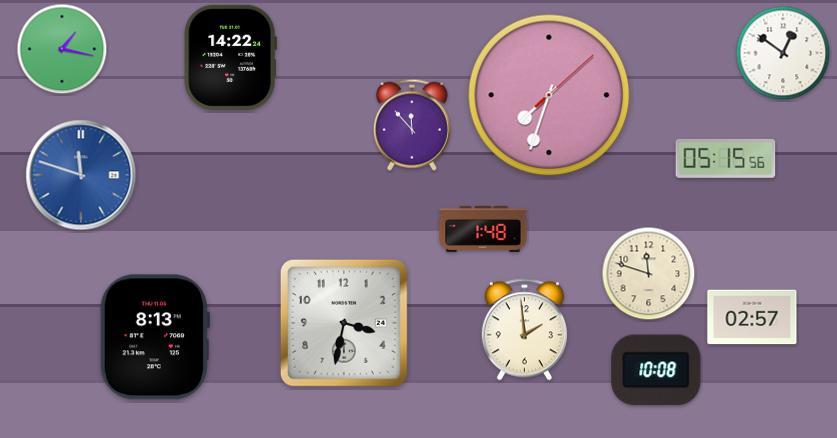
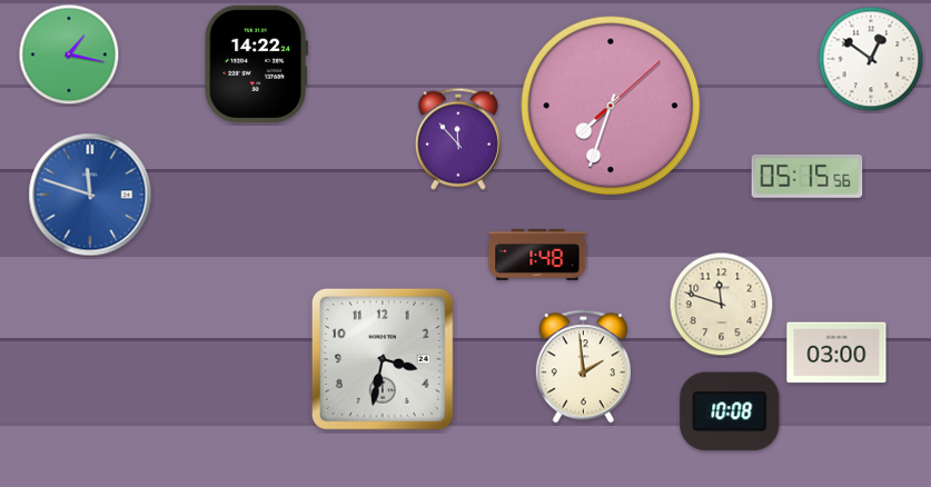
clock at (752, 317): 02:57 -> 03:00
clock at (155, 337): 8:13 -> none
